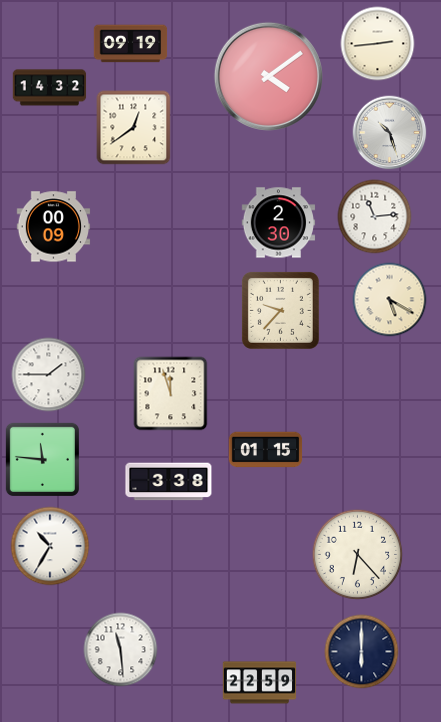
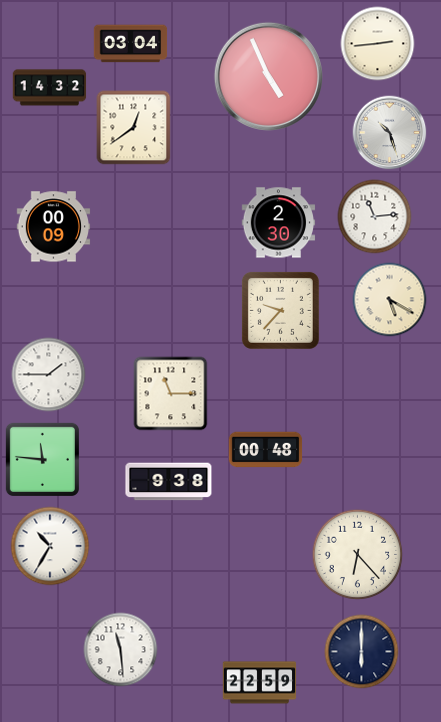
clock at (131, 44): 09:19 -> 03:04
clock at (268, 76): 4:09 -> 4:56
clock at (171, 394): 11:57 -> 11:15
clock at (266, 450): 01:15 -> 00:48
clock at (169, 482): 3:38 -> 9:38
